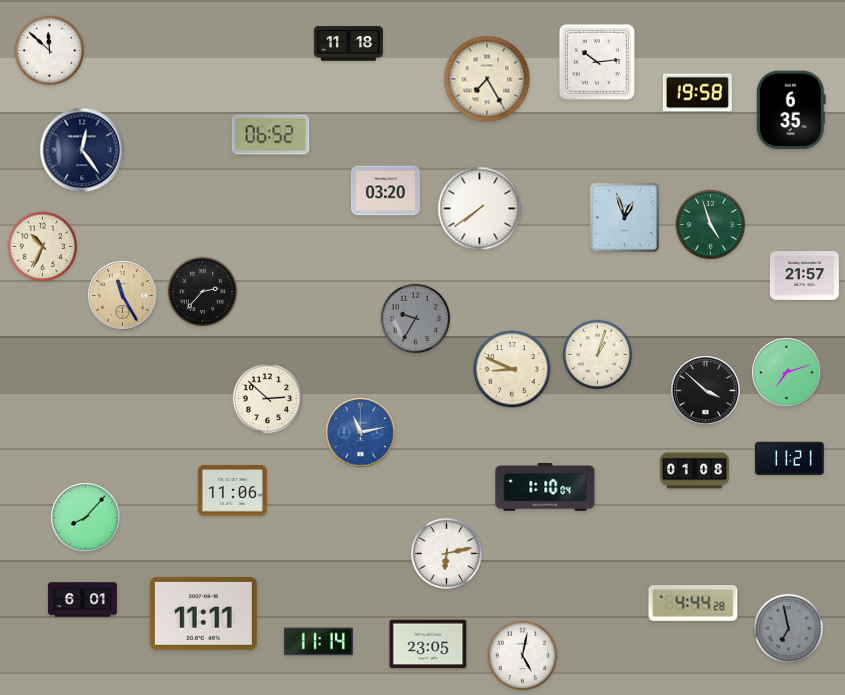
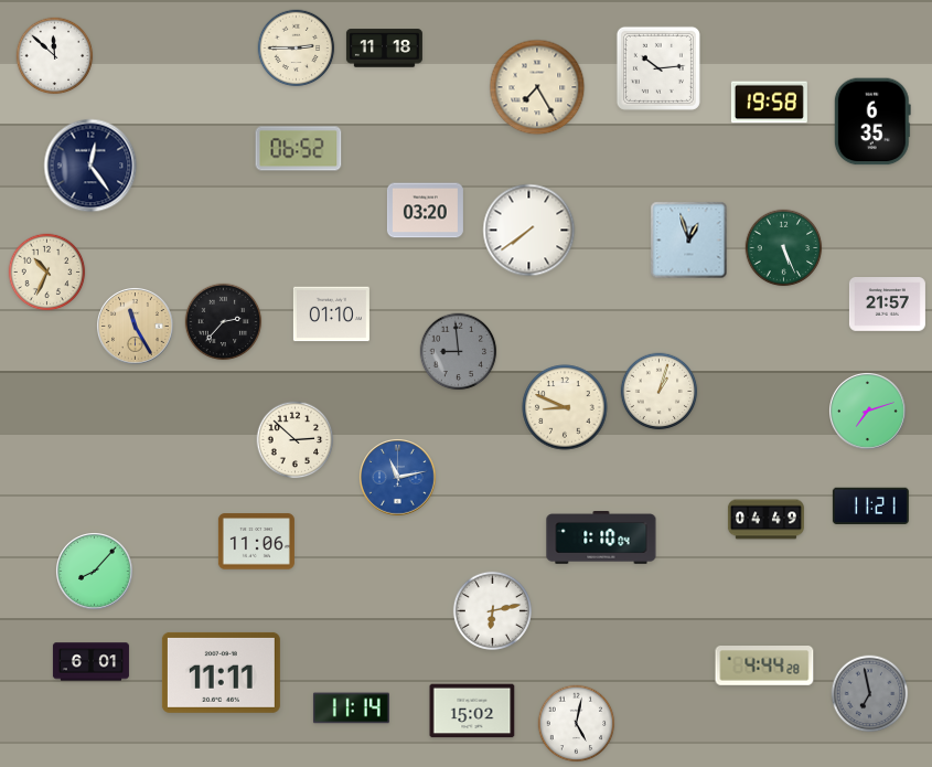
clock at (297, 49): none -> 2:45
clock at (711, 225): 4:57 -> 5:26
clock at (331, 315): none -> 01:10
clock at (416, 319): 9:35 -> 8:59
clock at (706, 391): 3:52 -> none
clock at (694, 471): 01:08 -> 04:49
clock at (203, 613) position: (203, 613) -> (221, 672)
clock at (428, 644): 23:05 -> 15:02
